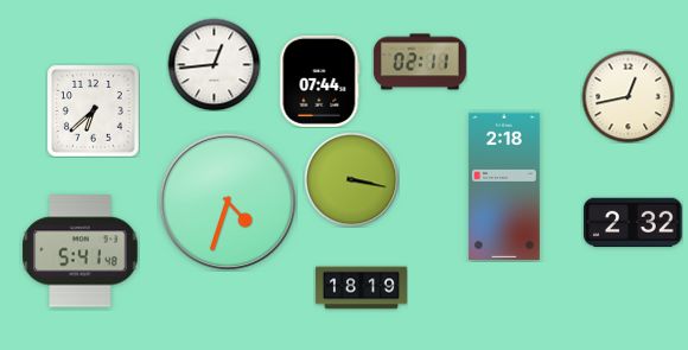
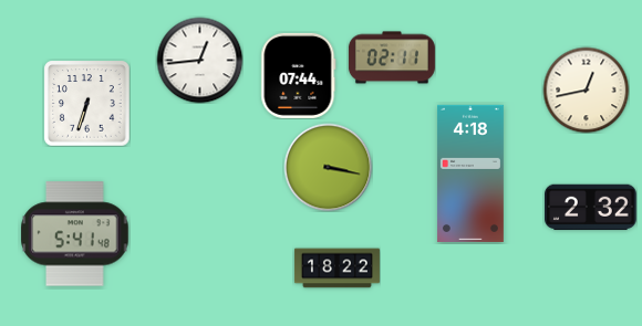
clock at (93, 110): 6:38 -> 6:33
clock at (504, 186): 2:18 -> 4:18
clock at (228, 202): 4:33 -> none
clock at (361, 288): 18:19 -> 18:22
